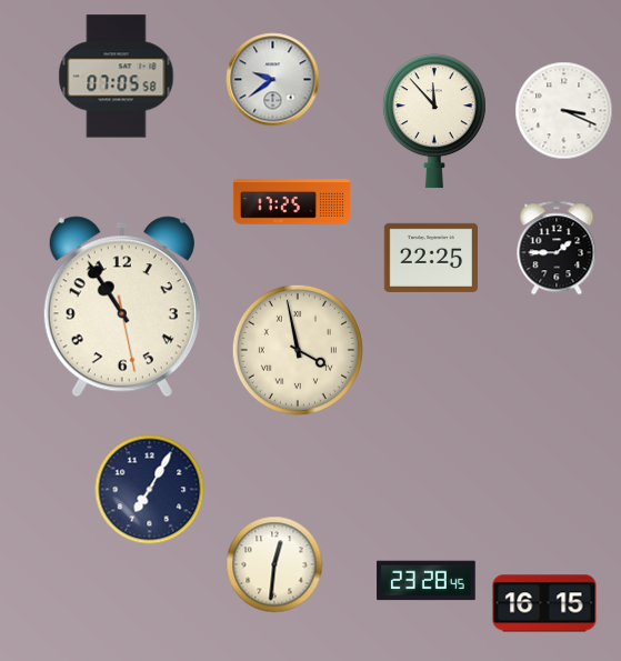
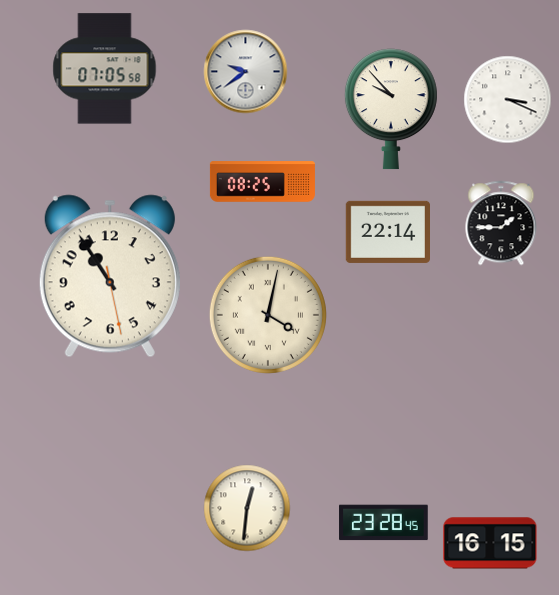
clock at (434, 121): 11:53 -> 9:53
clock at (291, 202): 17:25 -> 08:25
clock at (430, 258): 22:25 -> 22:14
clock at (298, 350): 3:58 -> 4:02
clock at (150, 490): 7:05 -> none
